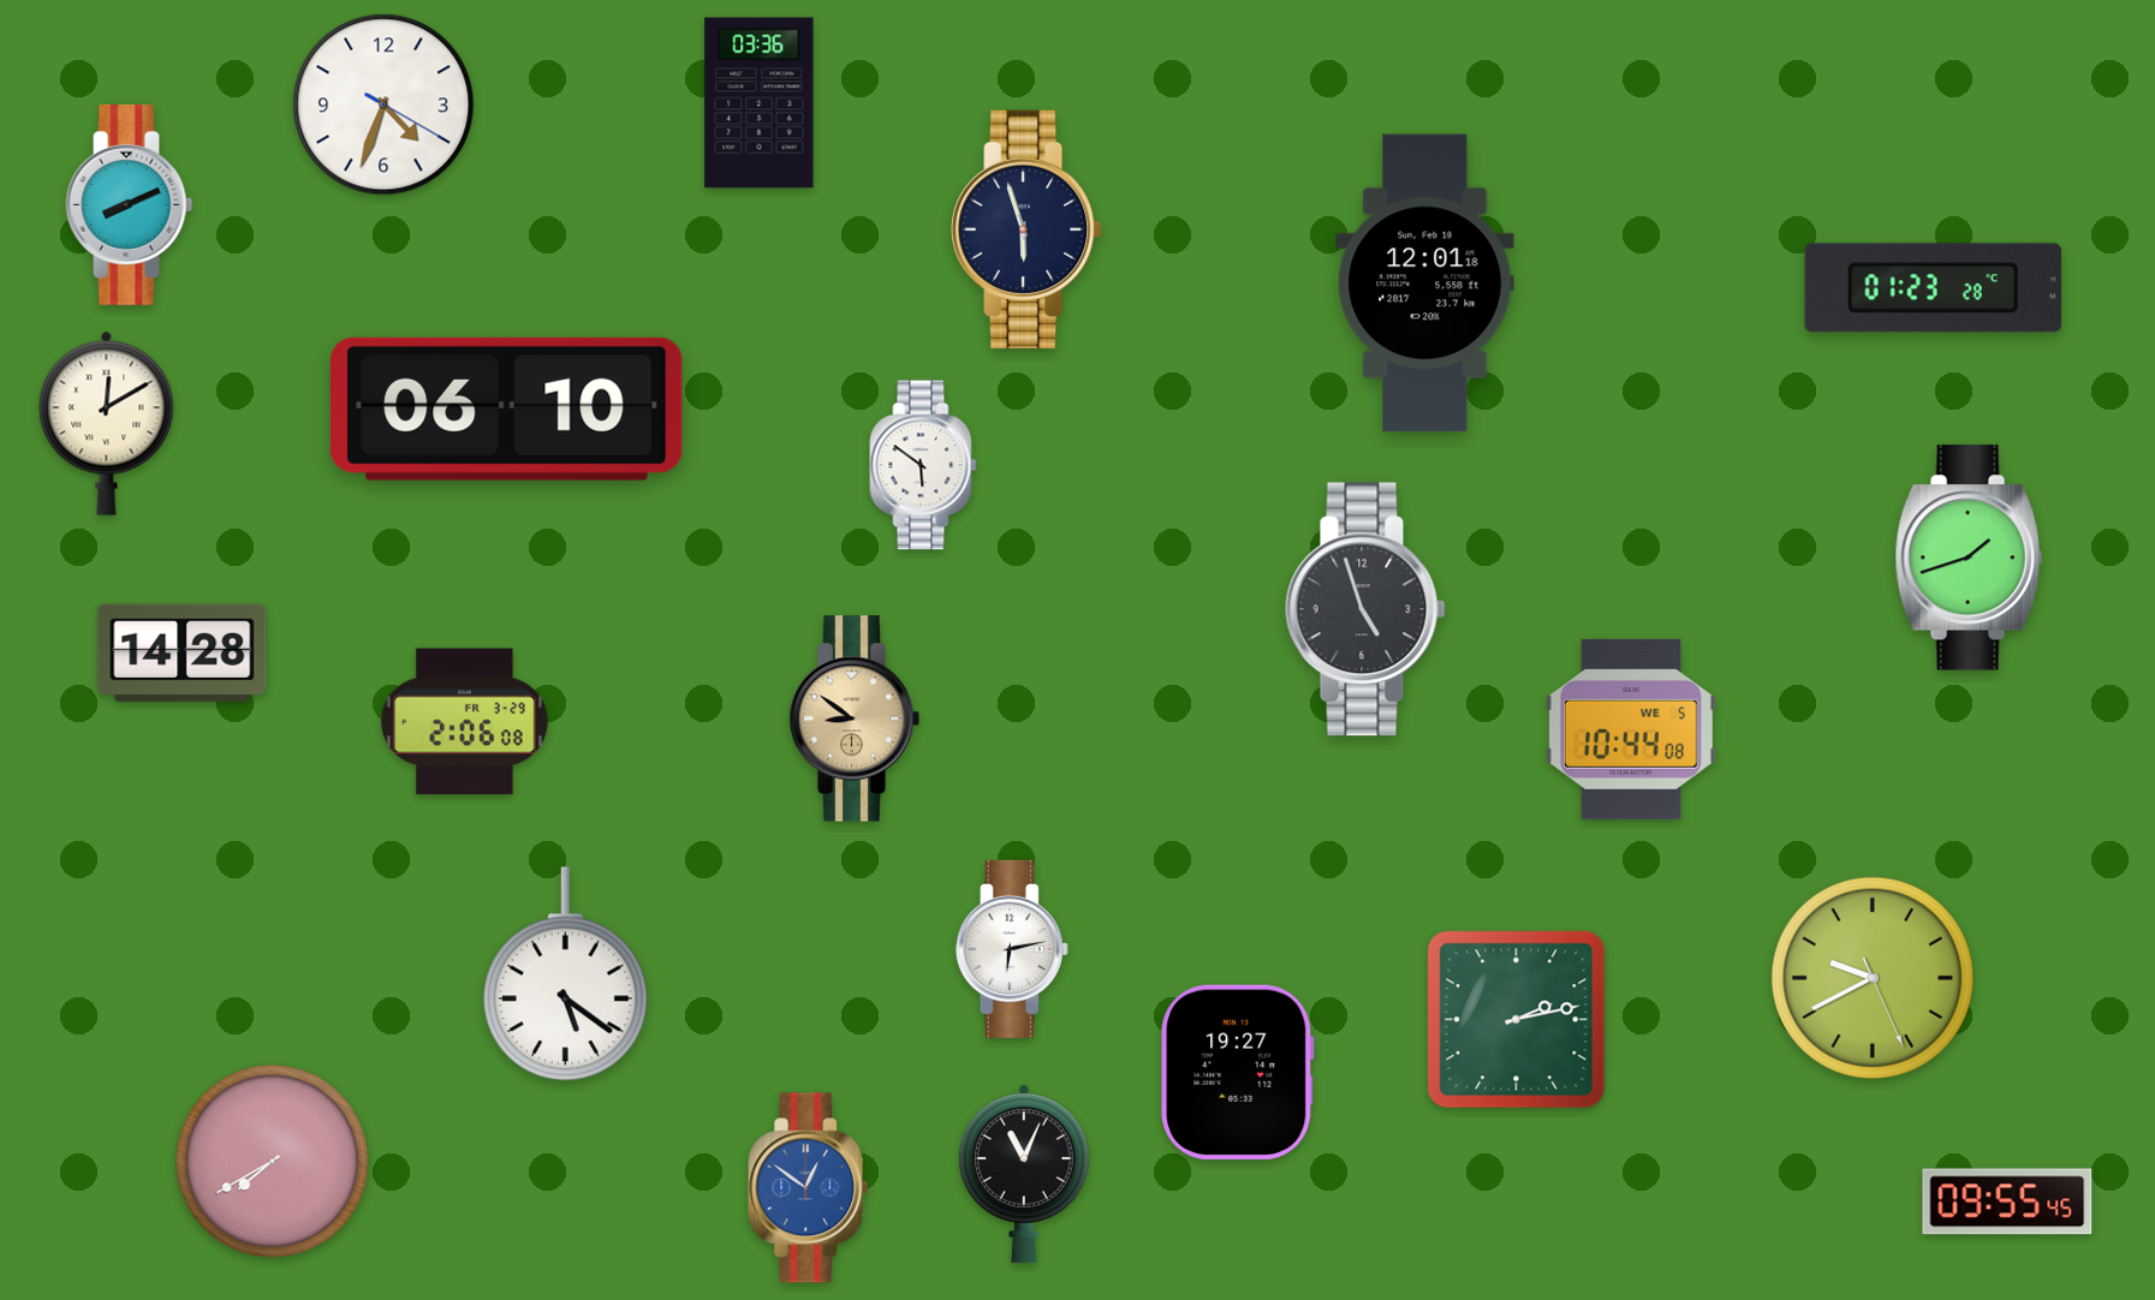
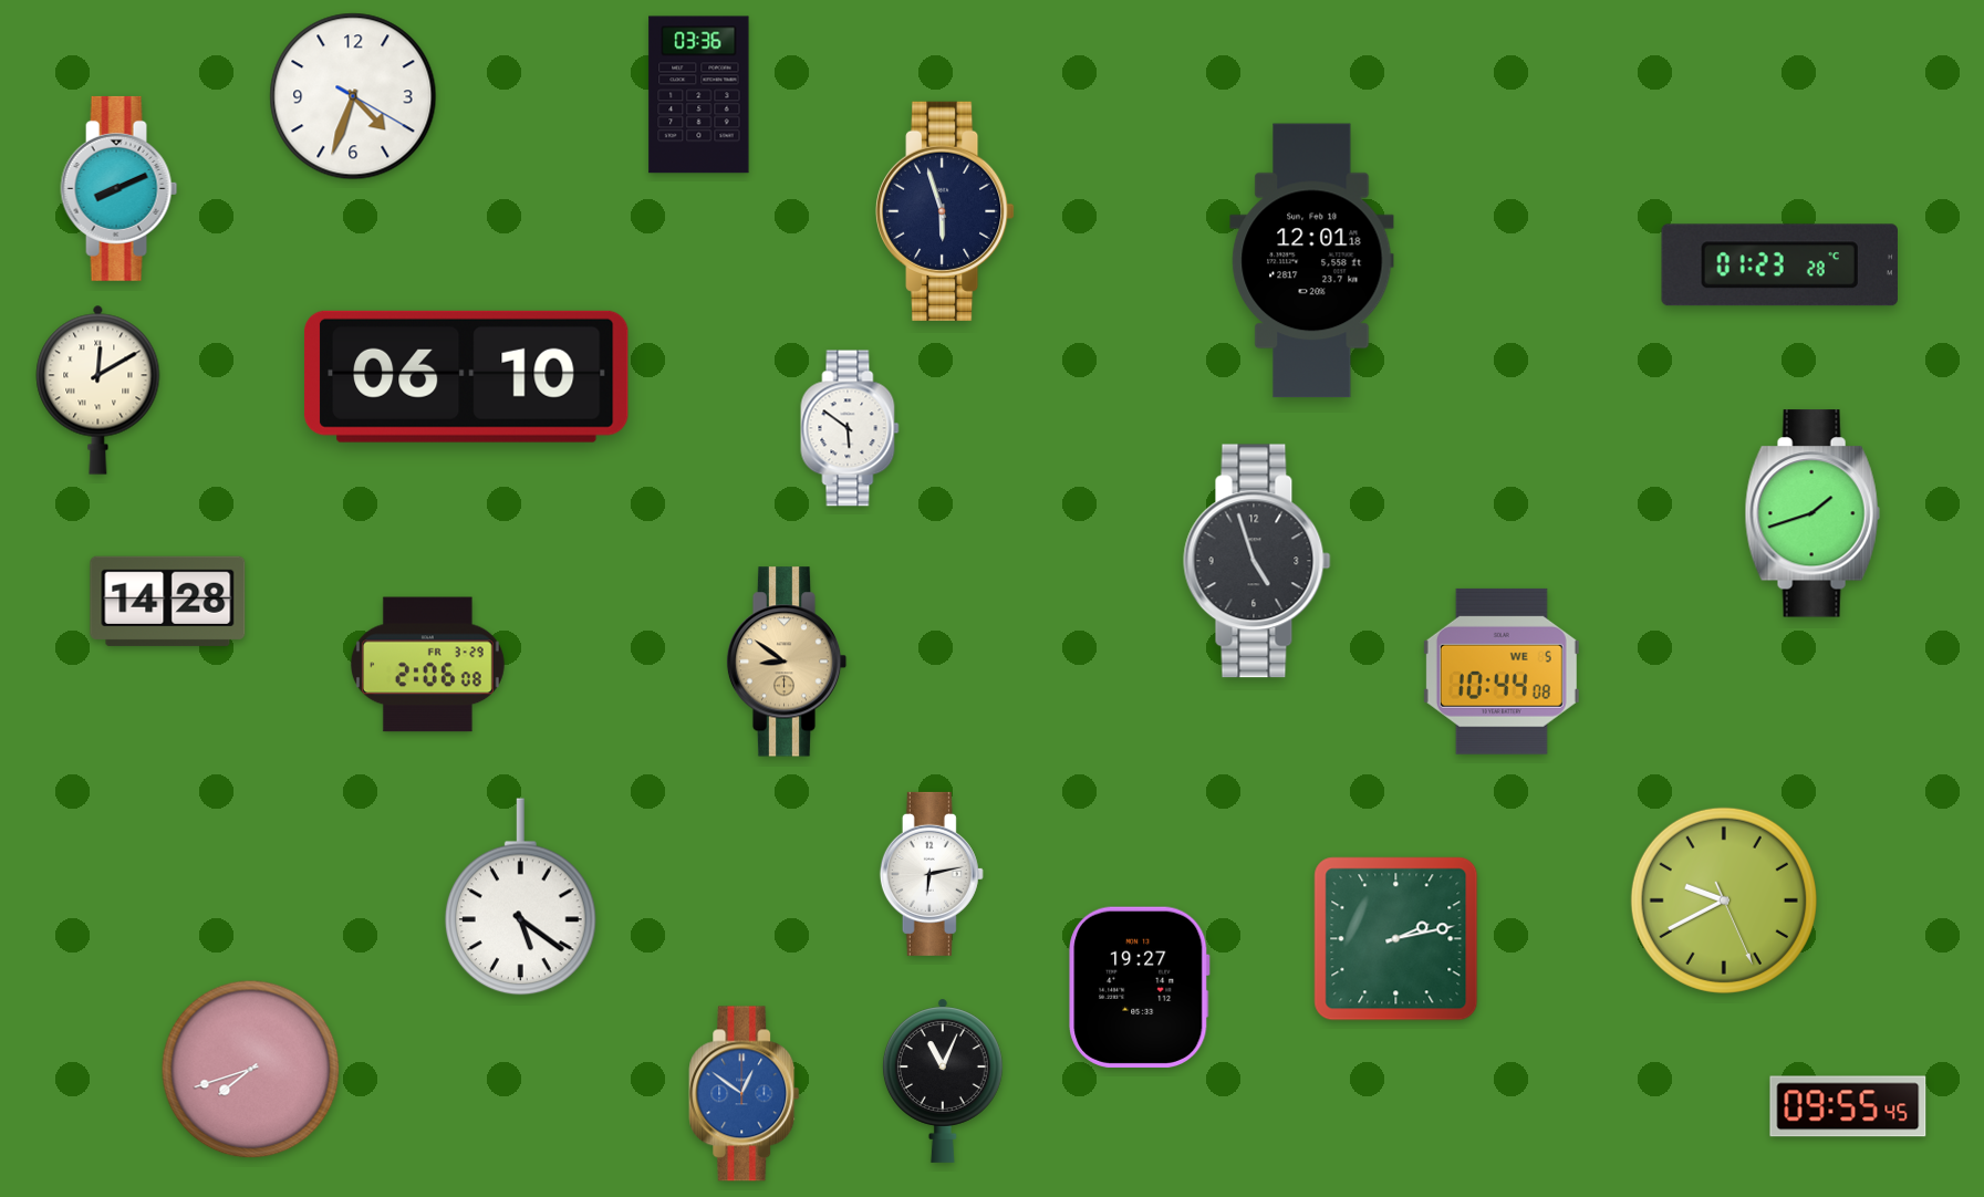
clock at (273, 1162): 7:40 -> 7:42
